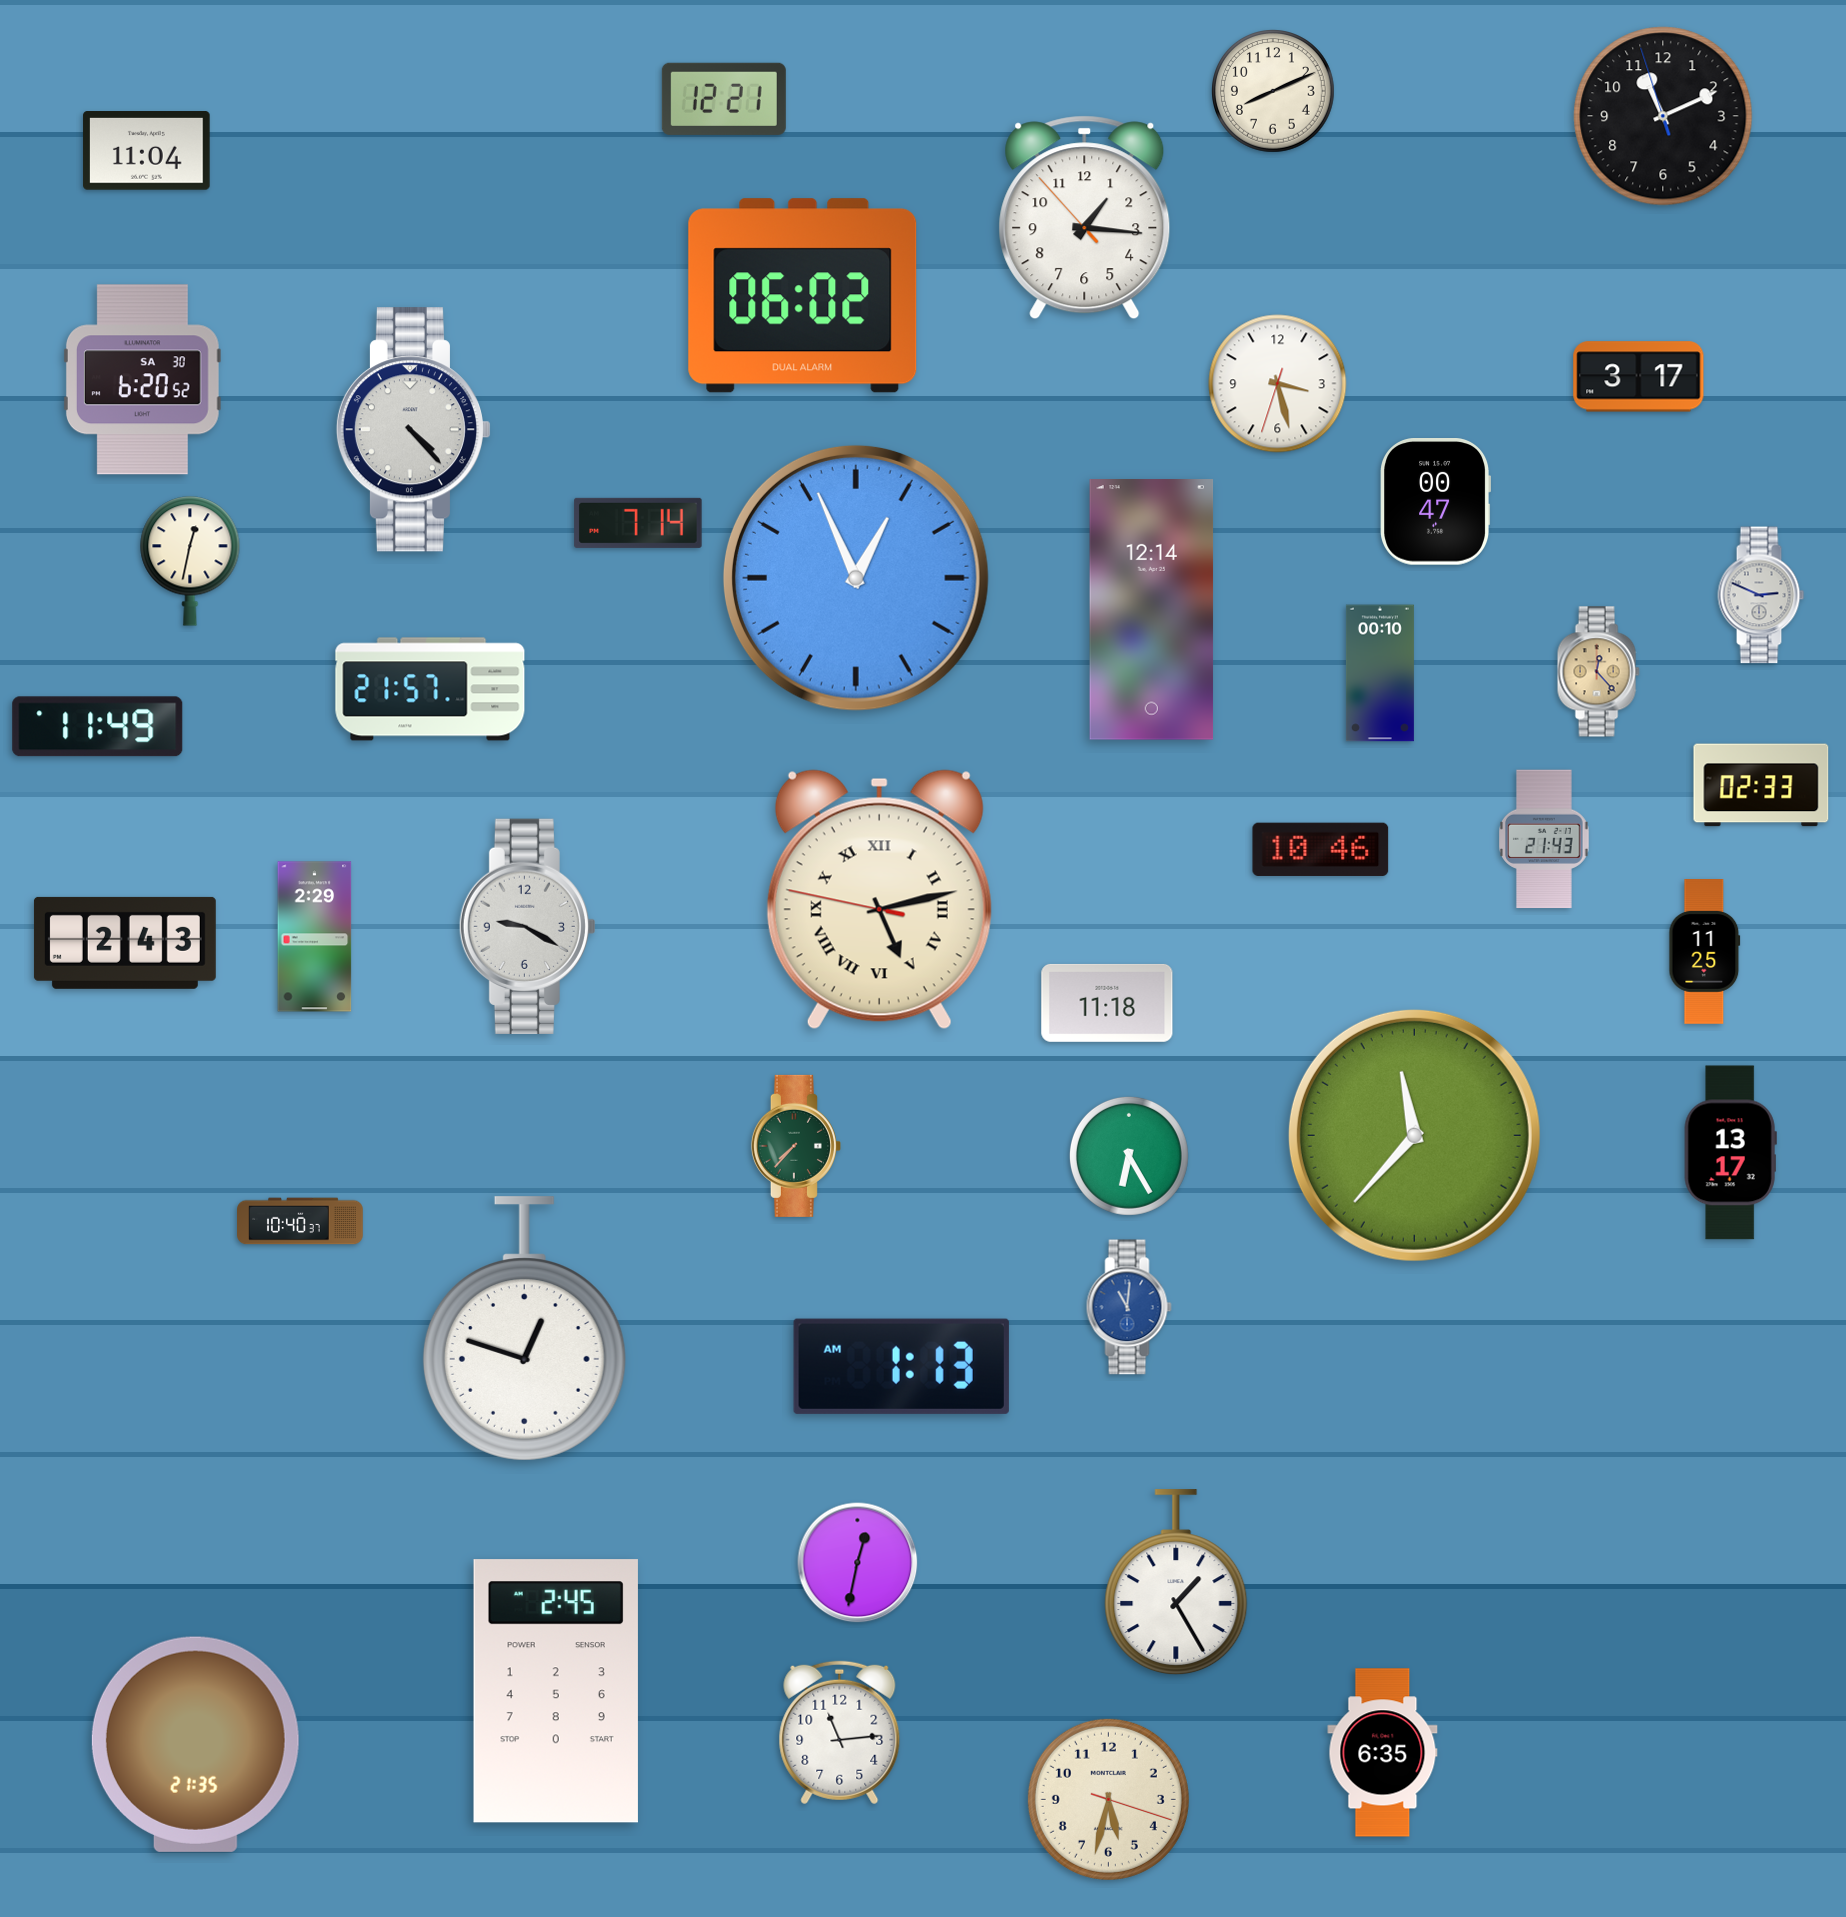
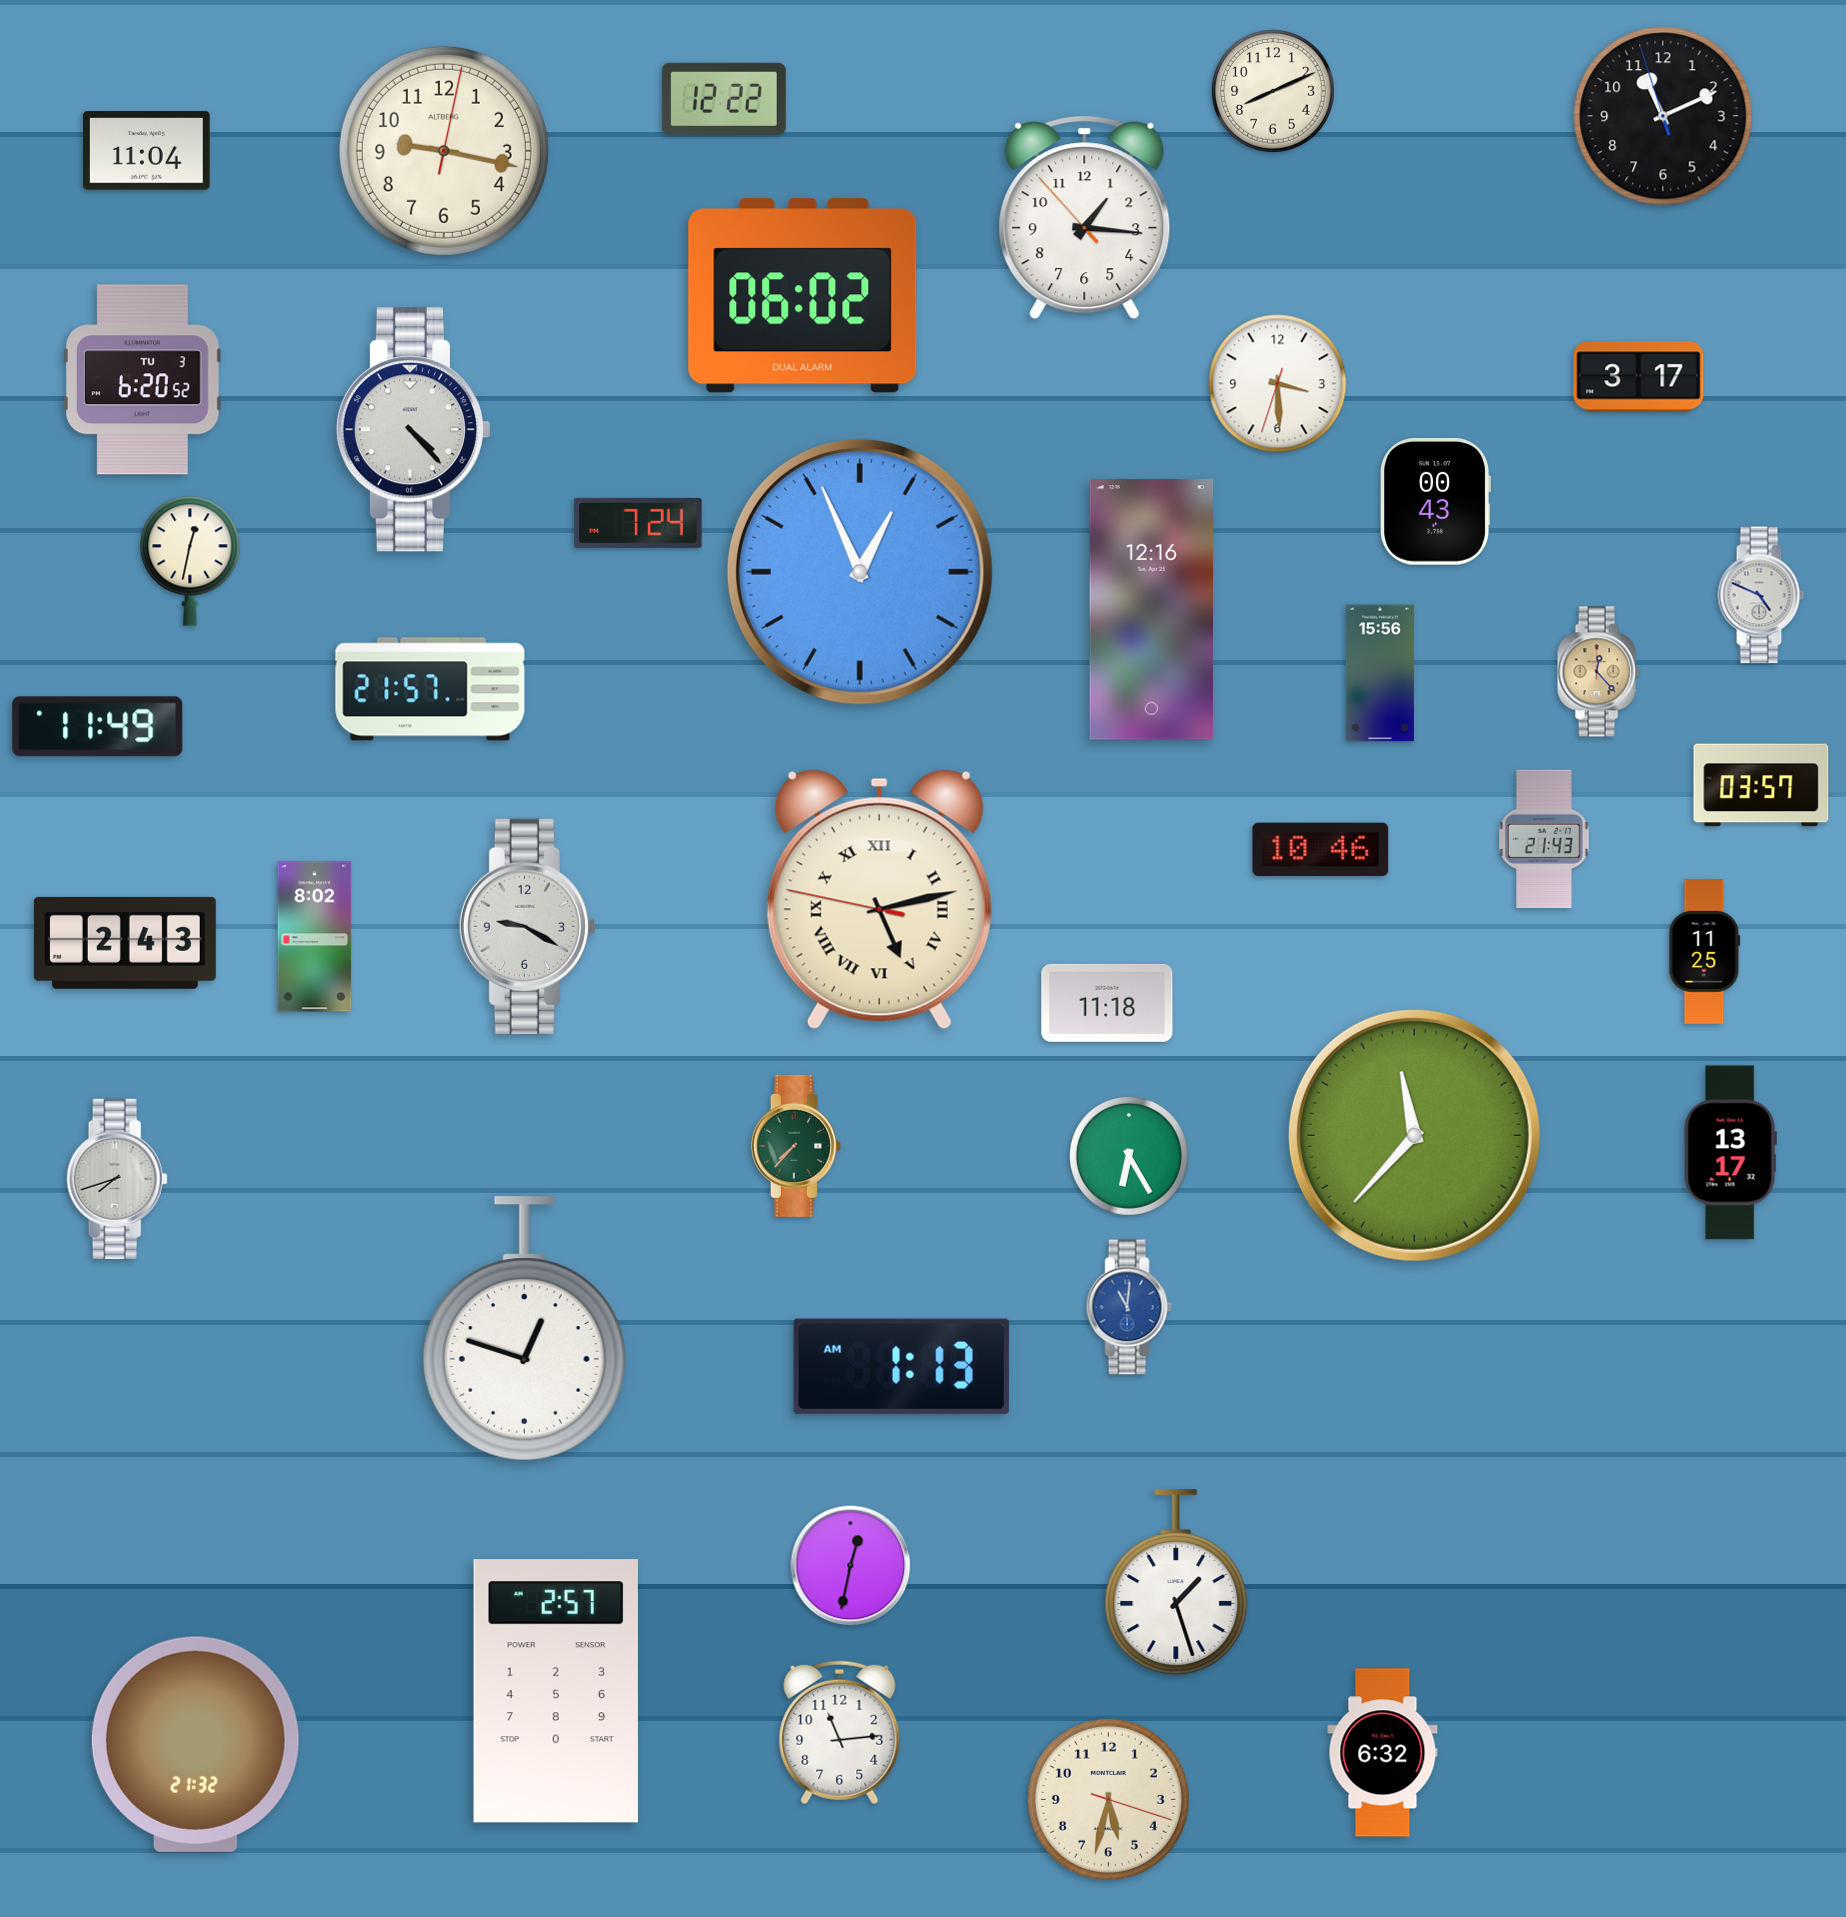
clock at (724, 99): 12:21 -> 12:22
clock at (444, 151): none -> 9:17
clock at (142, 380) date: SA 30 -> TU 3
clock at (1278, 384): 3:27 -> 3:29
clock at (1435, 502): 00:47 -> 00:43
clock at (638, 523): 7:14 -> 7:24
clock at (856, 578) position: (856, 578) -> (860, 572)
clock at (1761, 595): 2:49 -> 4:49
clock at (1152, 610): 12:14 -> 12:16
clock at (1380, 673): 00:10 -> 15:56
clock at (1761, 785): 02:33 -> 03:57
clock at (315, 937): 2:29 -> 8:02
clock at (117, 1179): none -> 7:42
clock at (300, 1221): 10:40 -> none
clock at (858, 1563) position: (858, 1563) -> (851, 1566)
clock at (1176, 1583): 1:25 -> 1:27
clock at (556, 1691): 2:45 -> 2:57
clock at (195, 1744): 21:35 -> 21:32
clock at (1383, 1753): 6:35 -> 6:32
